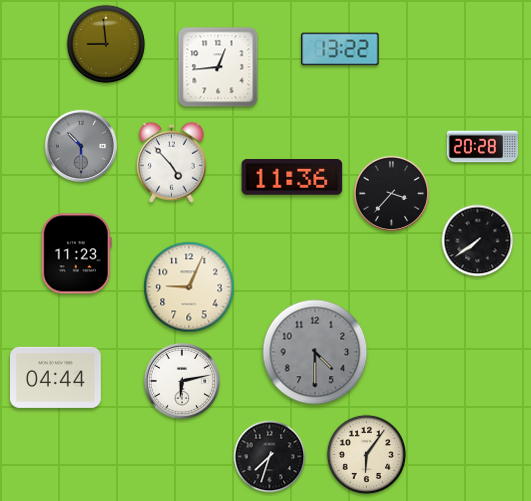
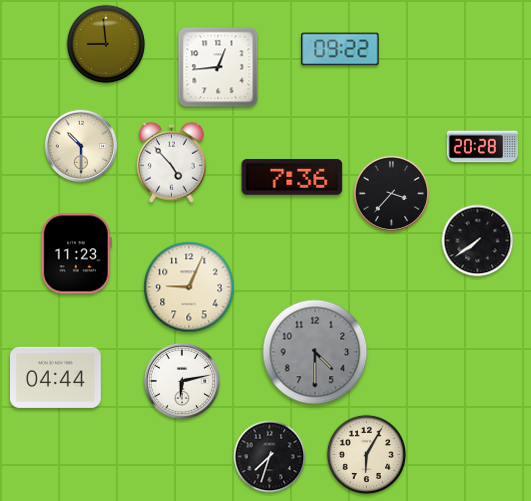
clock at (340, 49): 13:22 -> 09:22
clock at (81, 146) dial: grey -> cream
clock at (292, 178): 11:36 -> 7:36
clock at (366, 454): 6:06 -> 6:05
